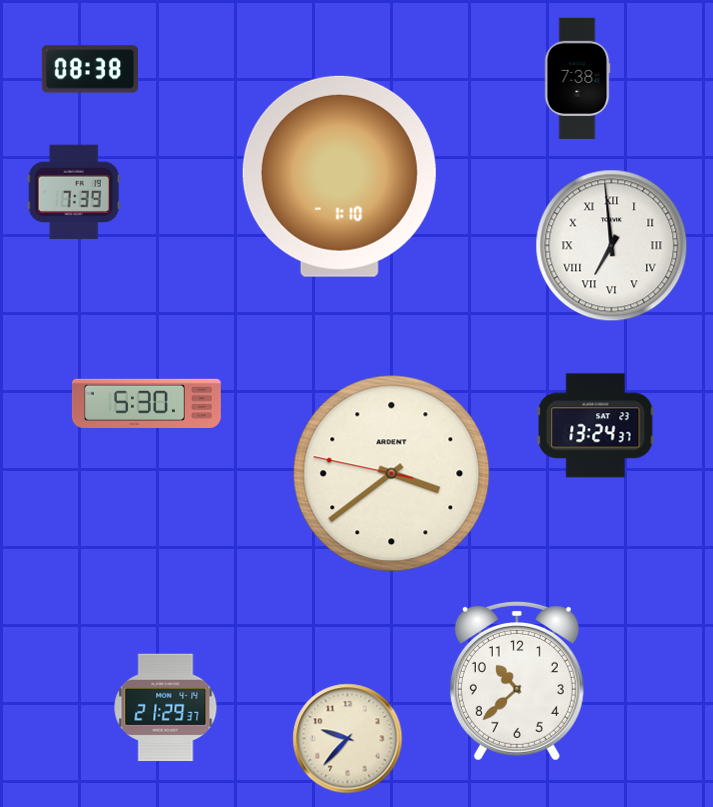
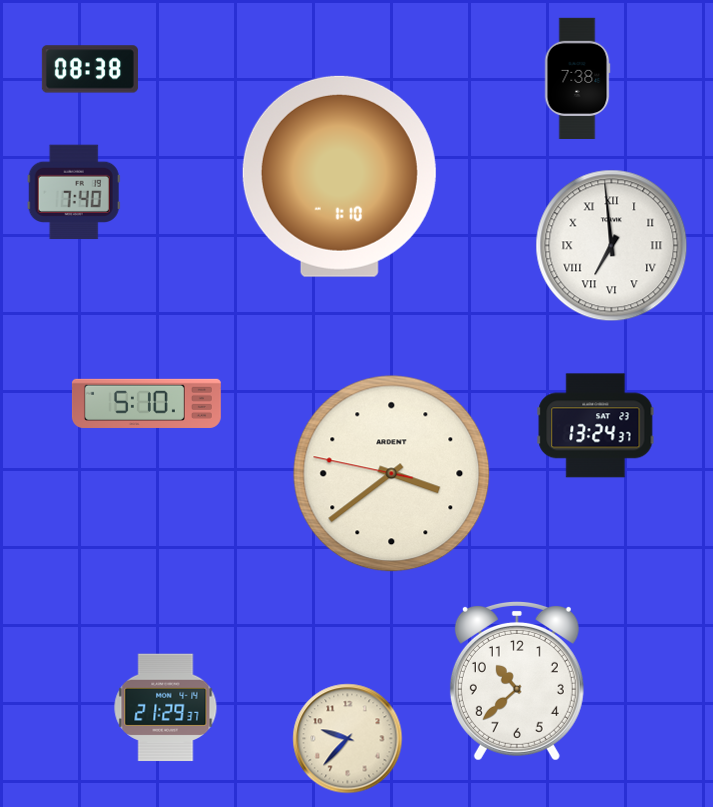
clock at (74, 192): 7:39 -> 7:40
clock at (146, 403): 5:30 -> 5:10
